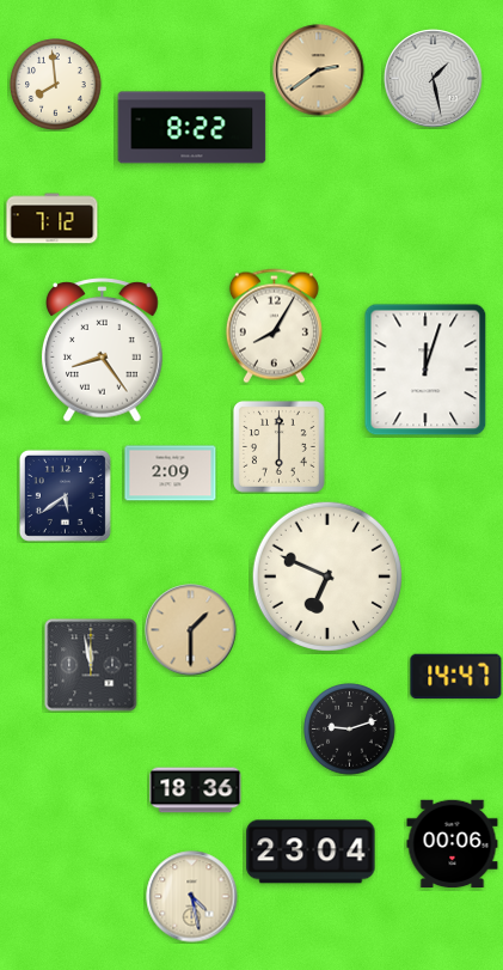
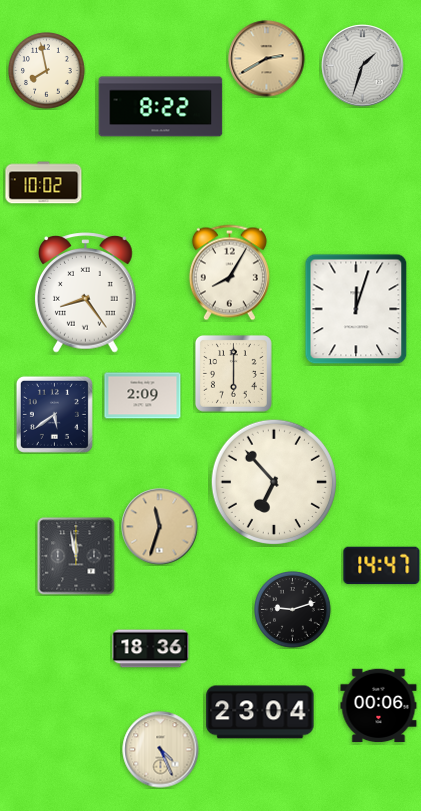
clock at (319, 71): 2:39 -> 2:40
clock at (434, 79): 1:28 -> 1:33
clock at (56, 85): 7:59 -> 7:58
clock at (53, 219): 7:12 -> 10:02
clock at (326, 575): 6:49 -> 6:53
clock at (191, 630): 1:30 -> 11:33
clock at (196, 791) position: (196, 791) -> (151, 649)
clock at (192, 897): 4:28 -> 4:26
